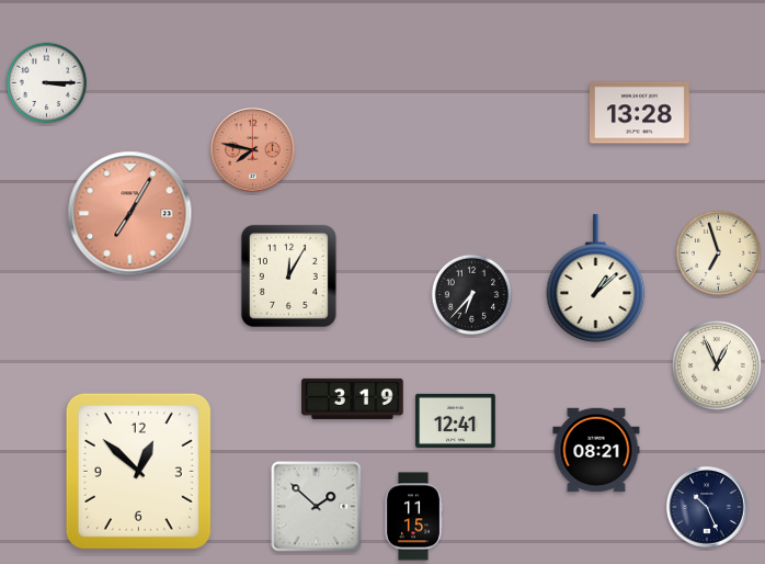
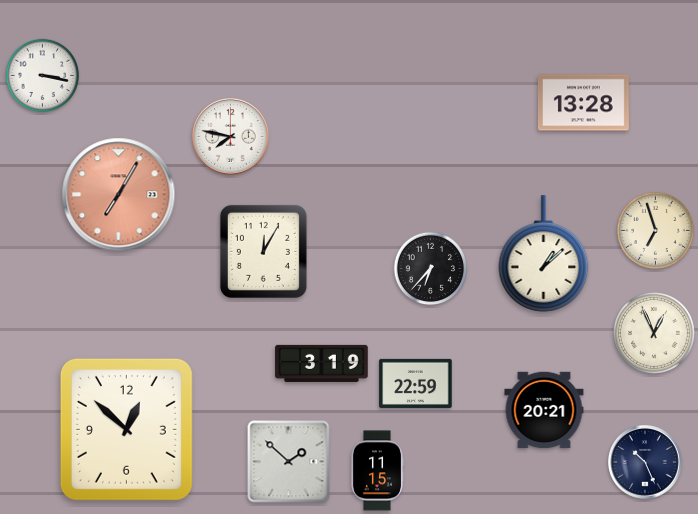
clock at (47, 83): 3:15 -> 3:17
clock at (253, 150) dial: salmon -> white
clock at (456, 420): 12:41 -> 22:59
clock at (596, 450): 08:21 -> 20:21
